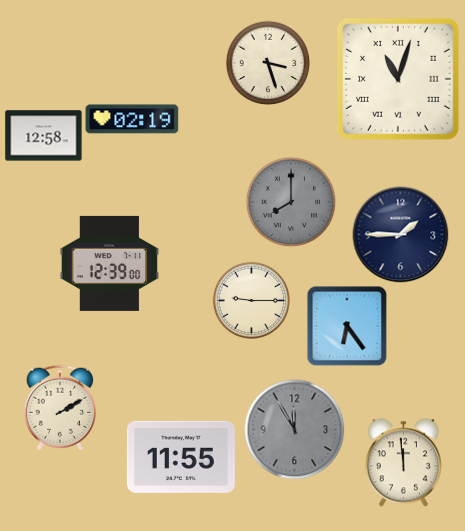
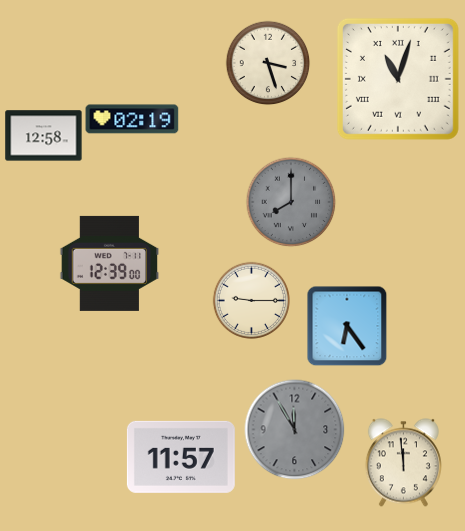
clock at (401, 235): 1:45 -> none
clock at (60, 408): 2:10 -> none
clock at (181, 457): 11:55 -> 11:57
